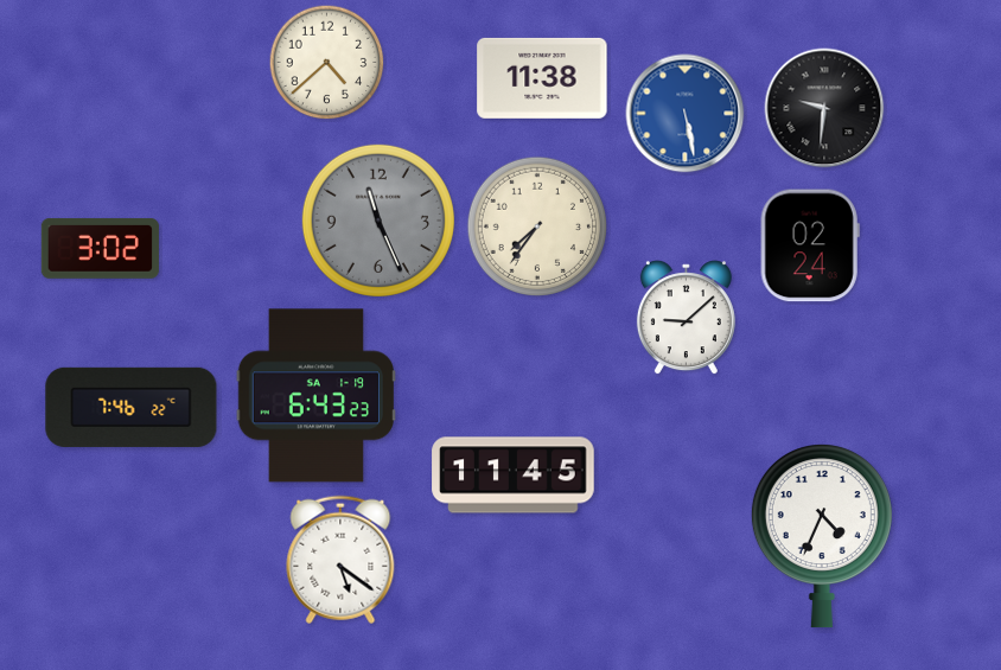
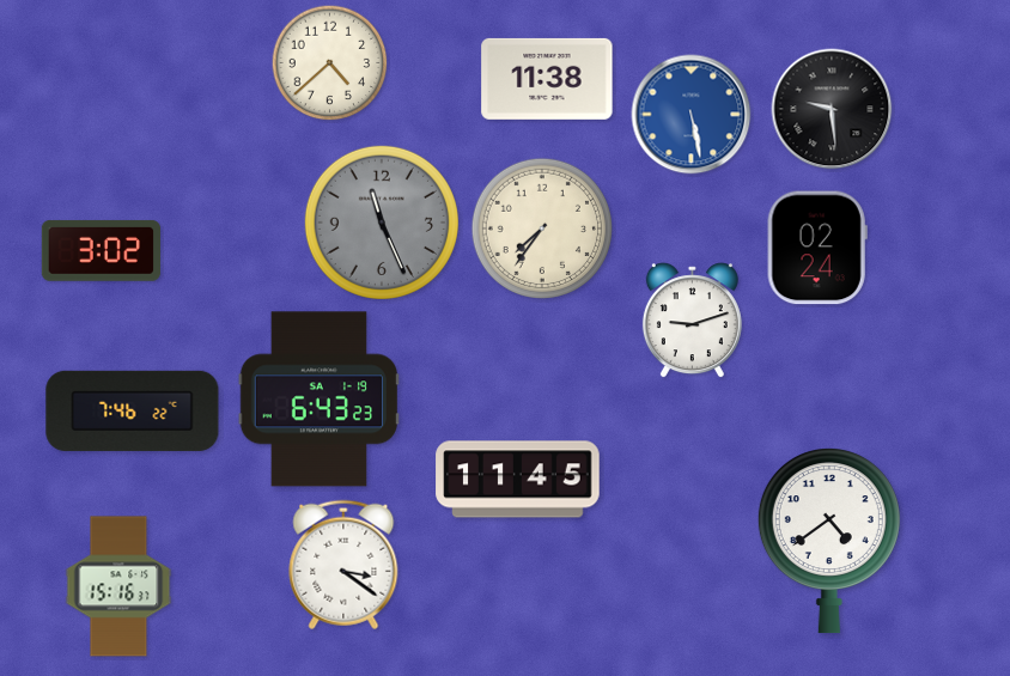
clock at (824, 108): 9:31 -> 9:29
clock at (686, 318): 9:08 -> 9:12
clock at (822, 536): 4:34 -> 4:39
clock at (340, 560): 5:21 -> 3:21
clock at (118, 586): none -> 15:16
